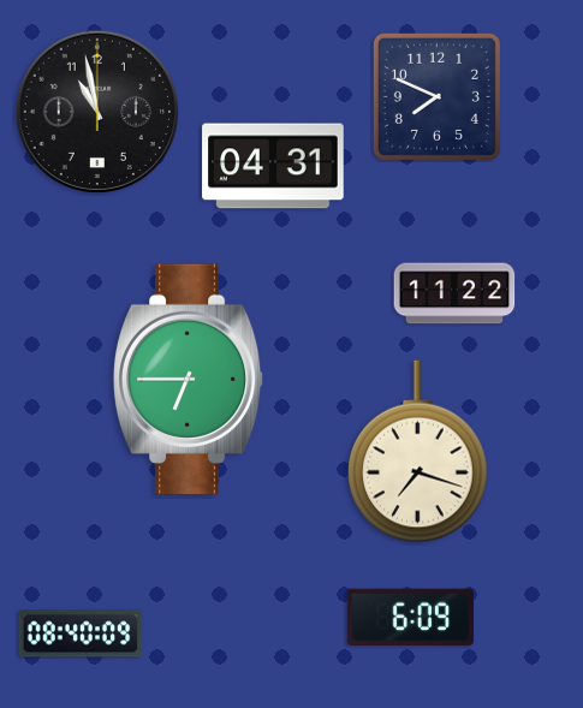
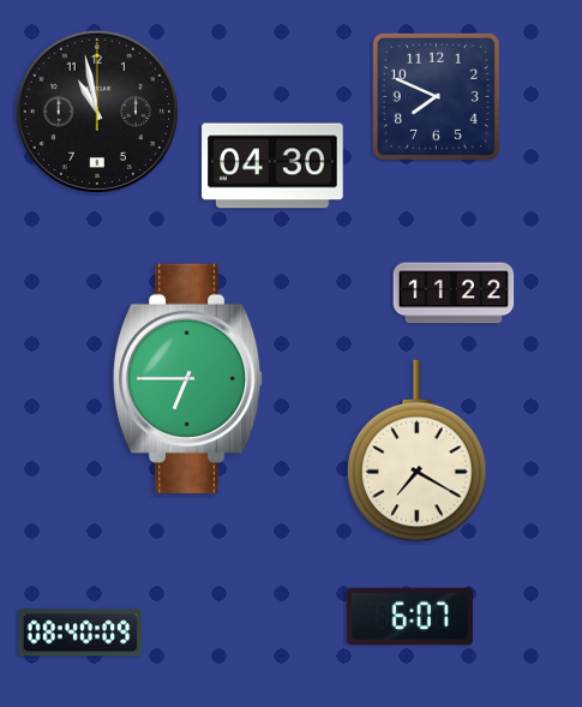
clock at (273, 166): 04:31 -> 04:30
clock at (418, 452): 7:18 -> 7:20
clock at (410, 618): 6:09 -> 6:07
